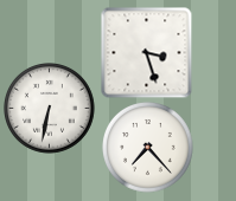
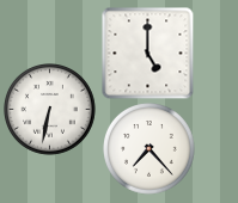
clock at (146, 52): 3:27 -> 5:00
